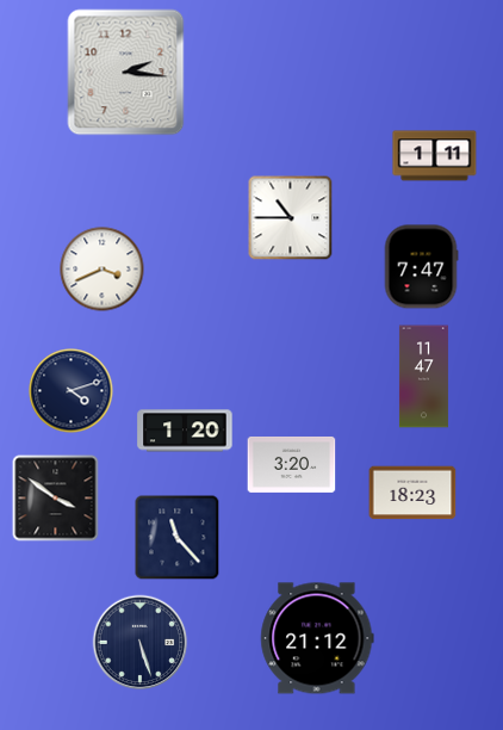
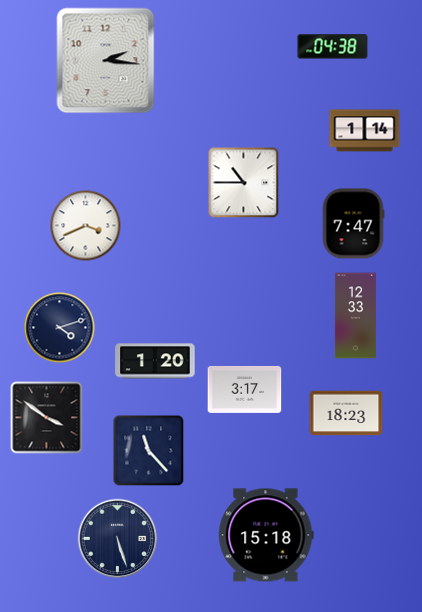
clock at (333, 47): none -> 04:38
clock at (435, 156): 1:11 -> 1:14
clock at (423, 377): 11:47 -> 12:33
clock at (292, 464): 3:20 -> 3:17
clock at (317, 638): 21:12 -> 15:18
